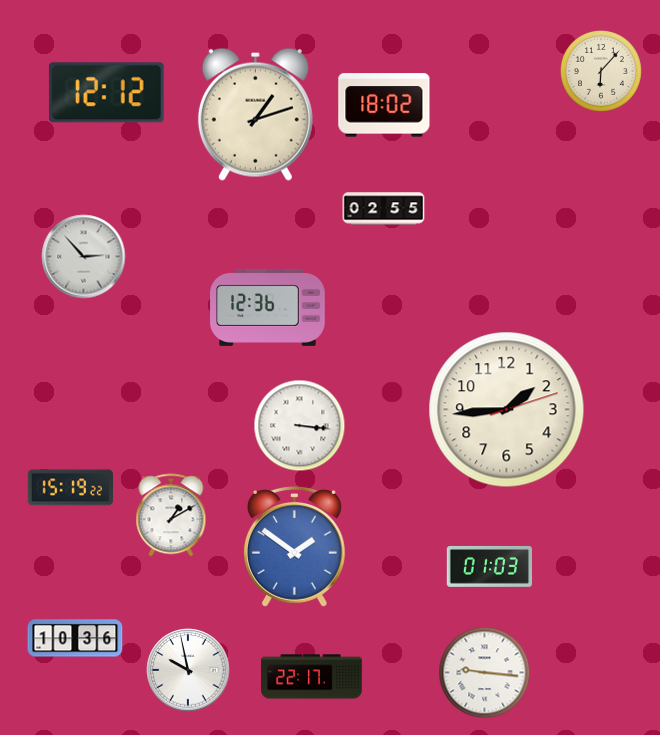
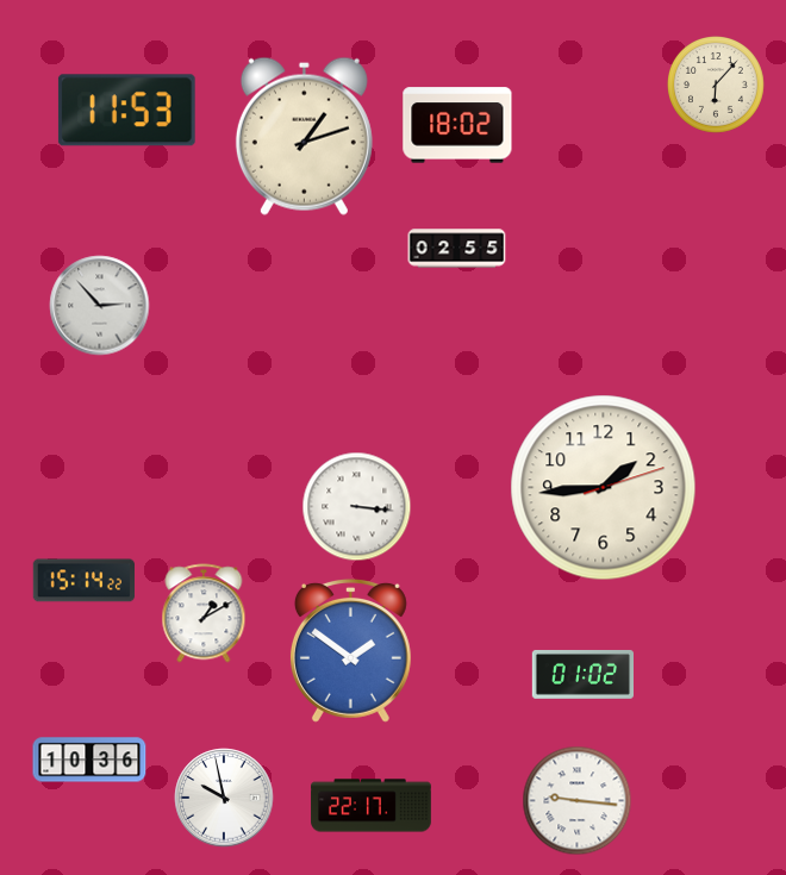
clock at (106, 93): 12:12 -> 11:53
clock at (268, 307): 12:36 -> none
clock at (70, 488): 15:19 -> 15:14
clock at (489, 566): 01:03 -> 01:02
